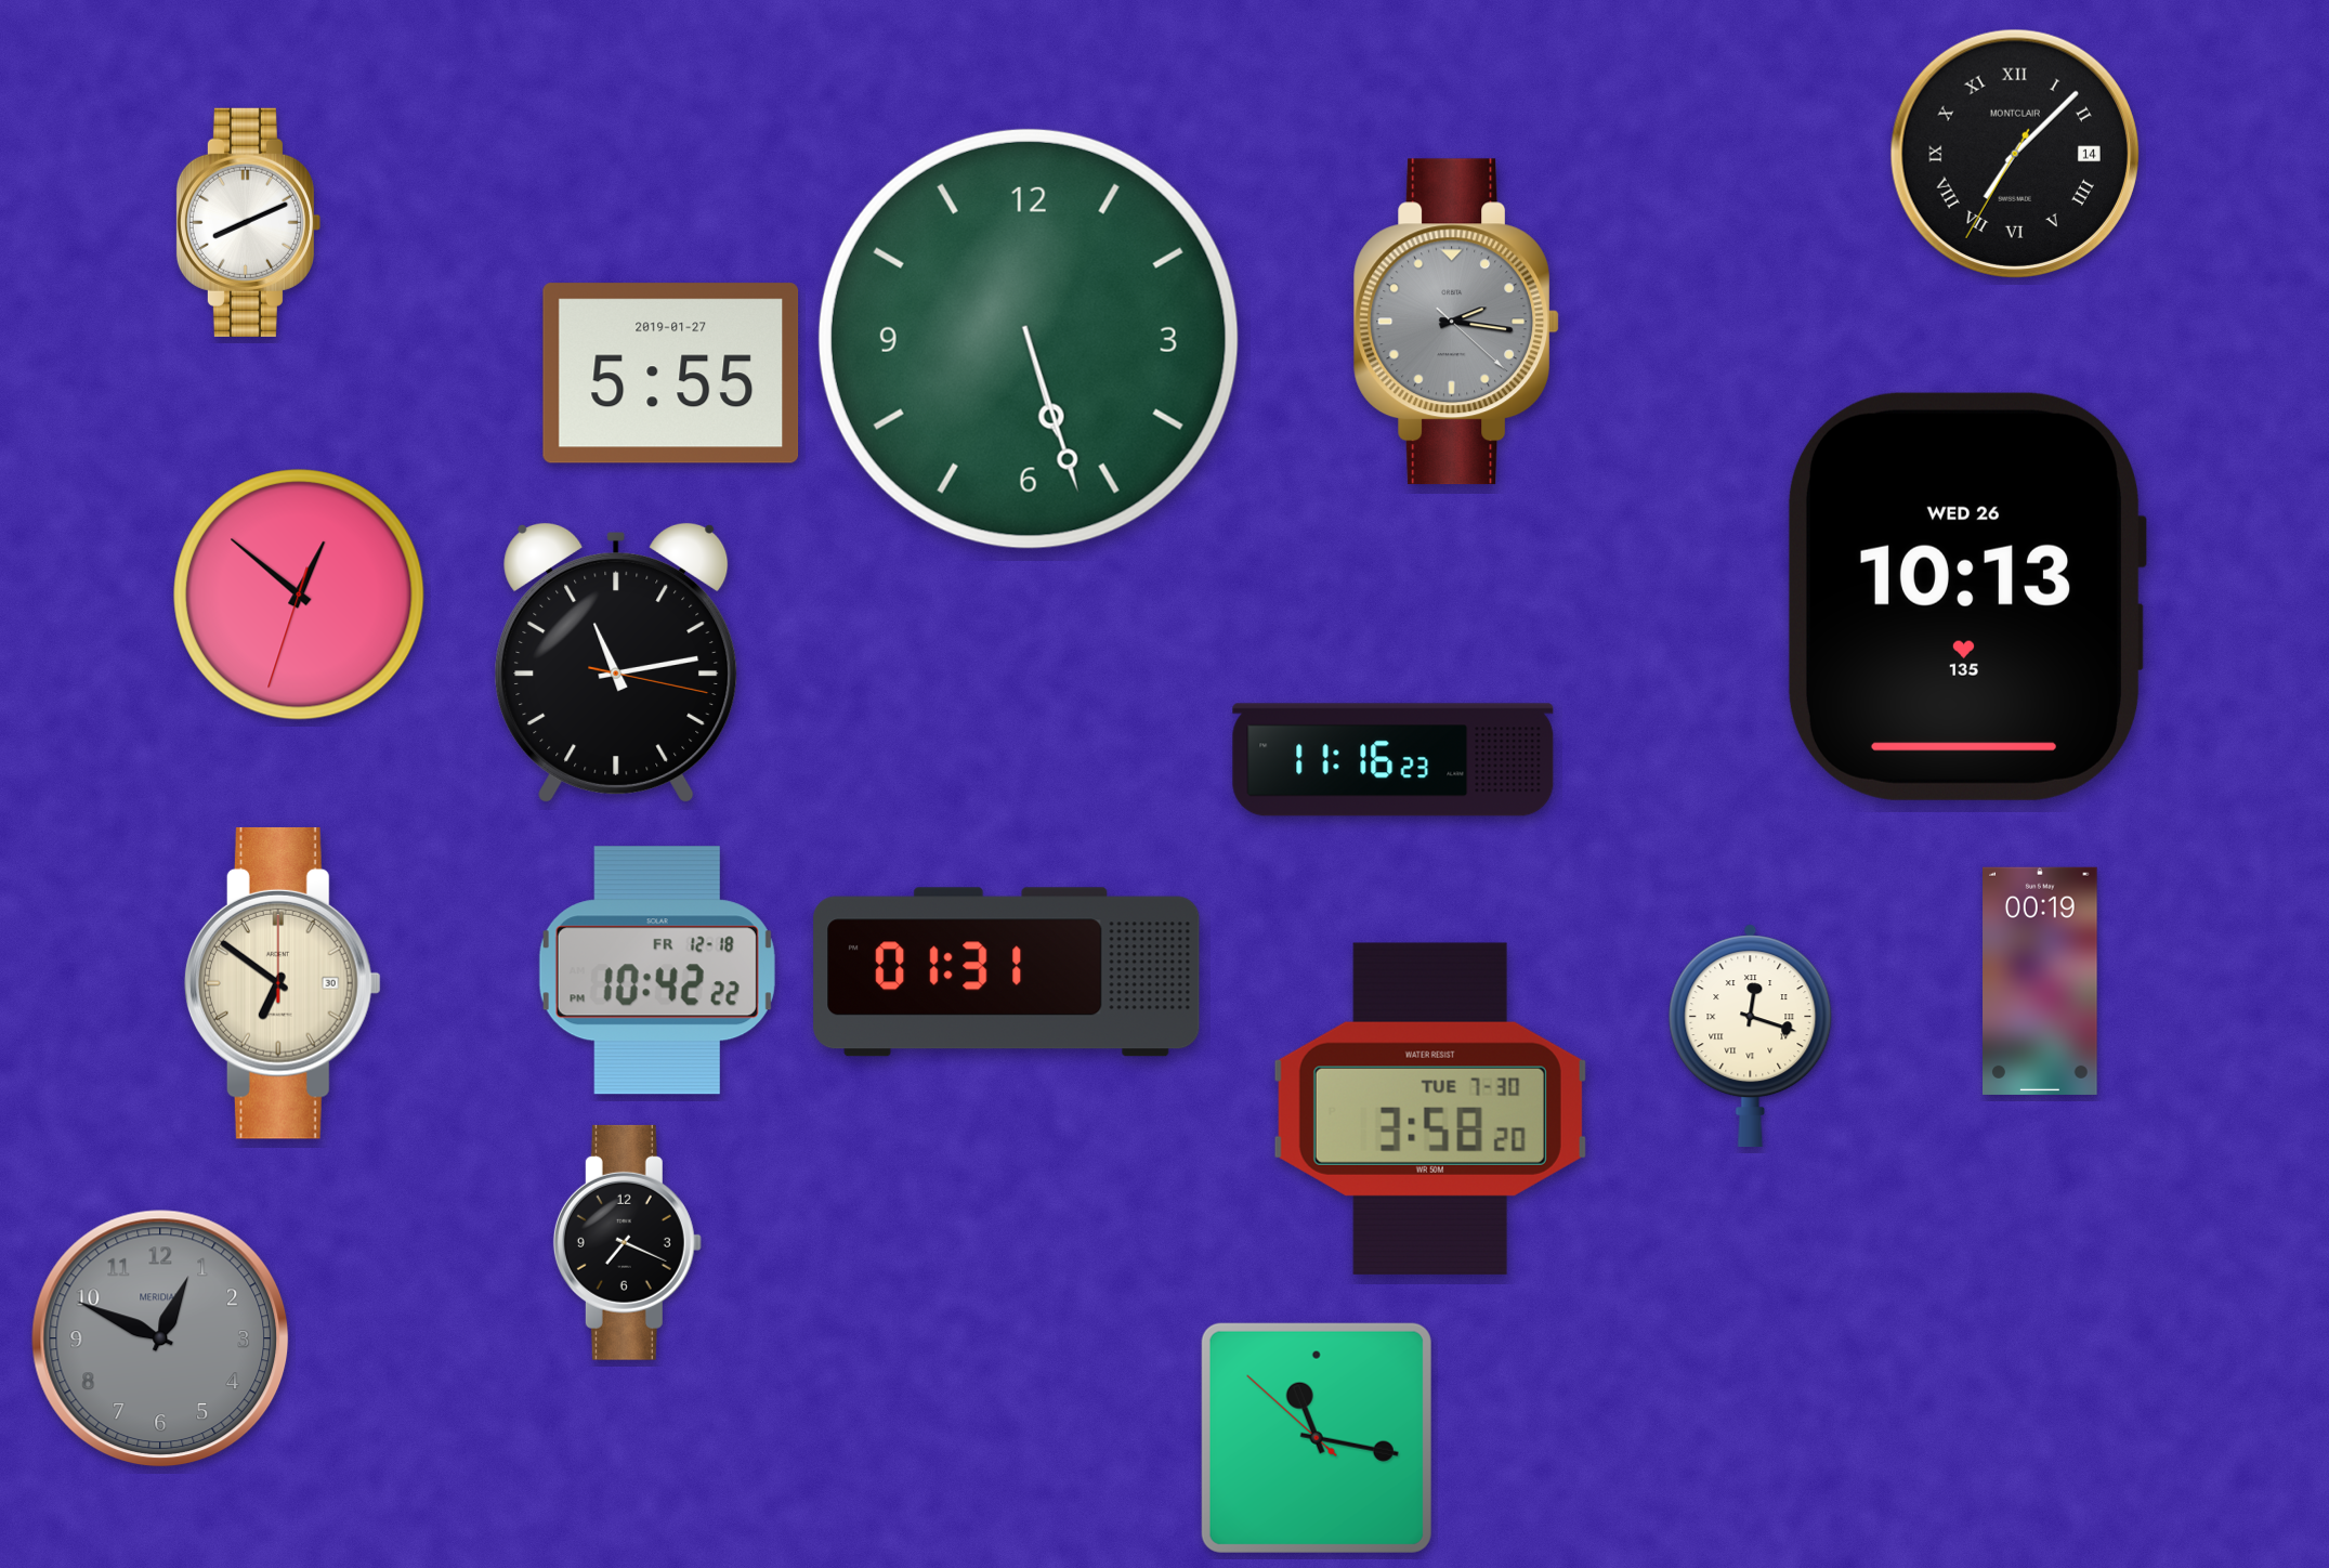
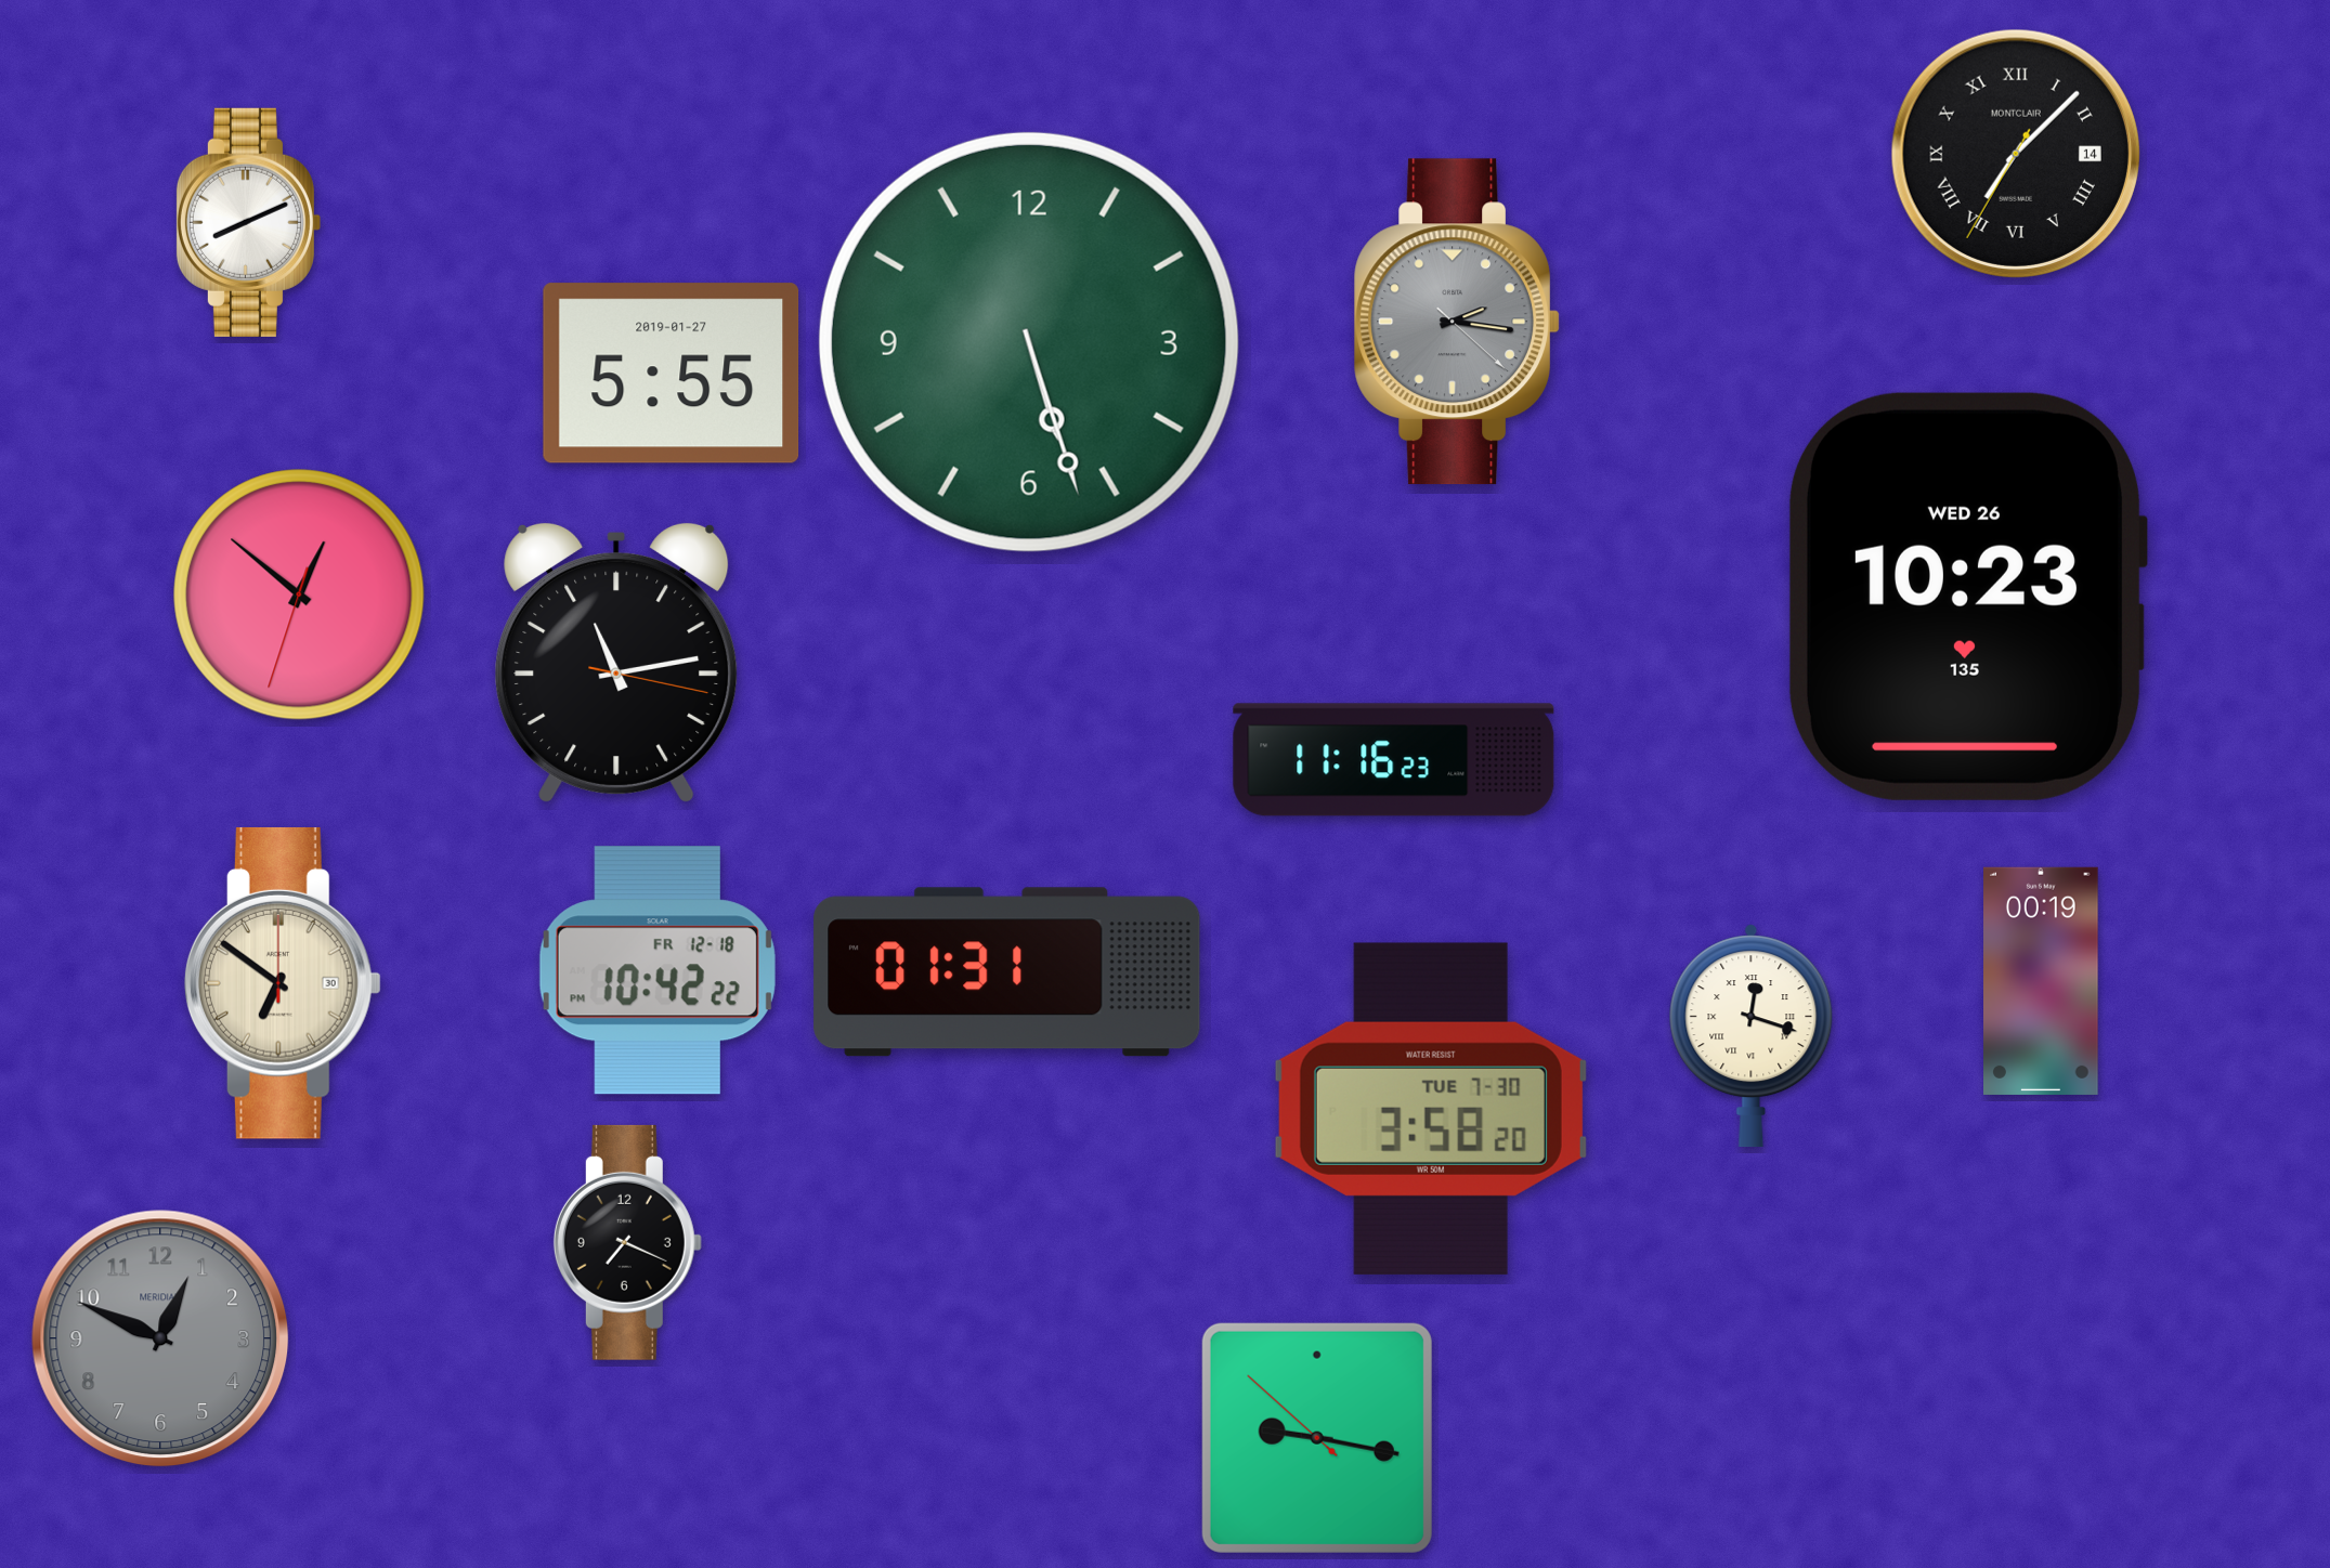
clock at (1029, 339) position: (1029, 339) -> (1029, 342)
clock at (1967, 597): 10:13 -> 10:23
clock at (1317, 1438): 11:16 -> 9:16
